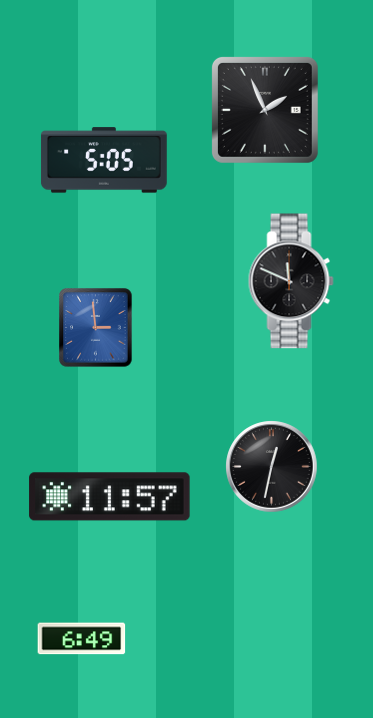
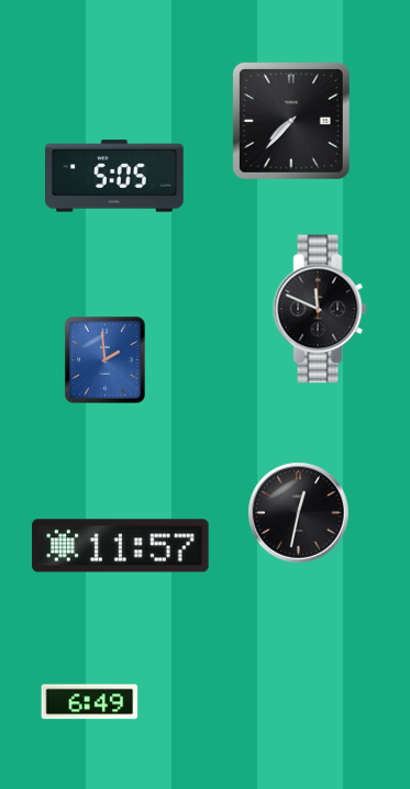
clock at (265, 110): 1:56 -> 7:37
clock at (96, 328): 2:59 -> 1:59
